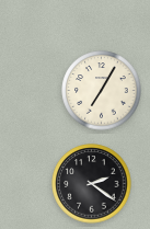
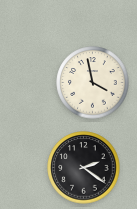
clock at (102, 91): 7:05 -> 3:58
